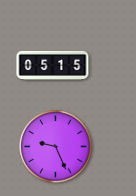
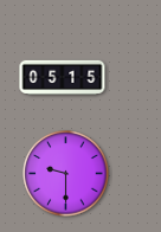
clock at (56, 147): 9:26 -> 9:30
